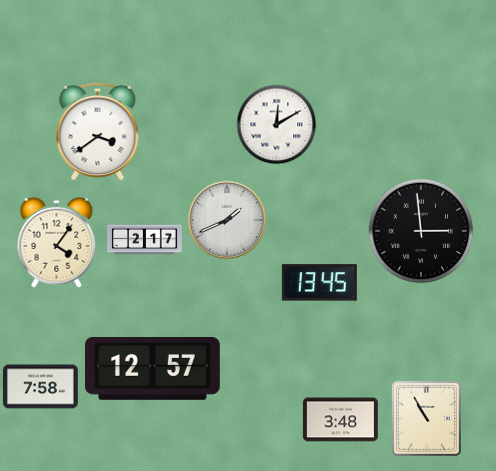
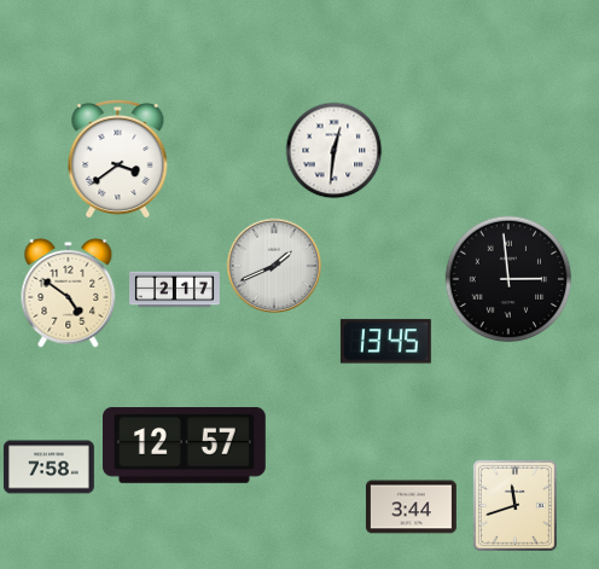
clock at (277, 125): 12:10 -> 12:31
clock at (57, 242): 4:06 -> 4:51
clock at (426, 418): 10:55 -> 11:42
clock at (340, 420): 3:48 -> 3:44
